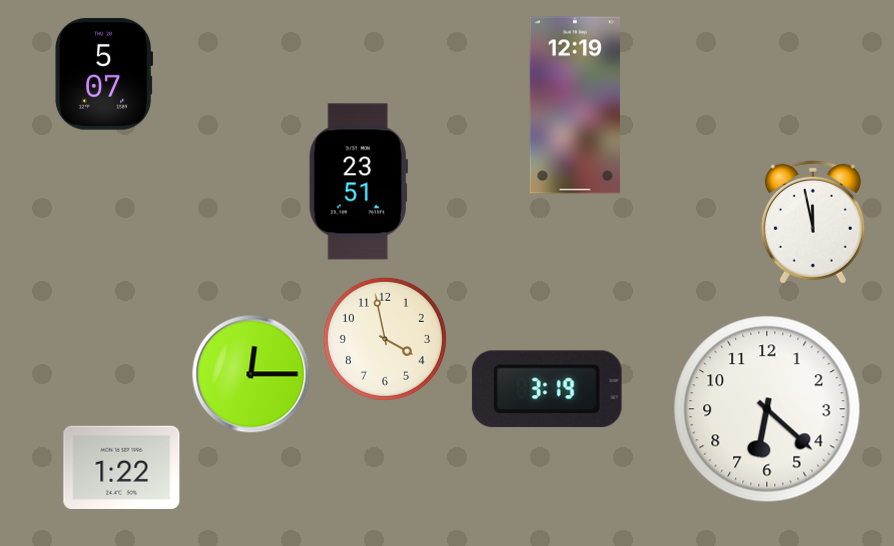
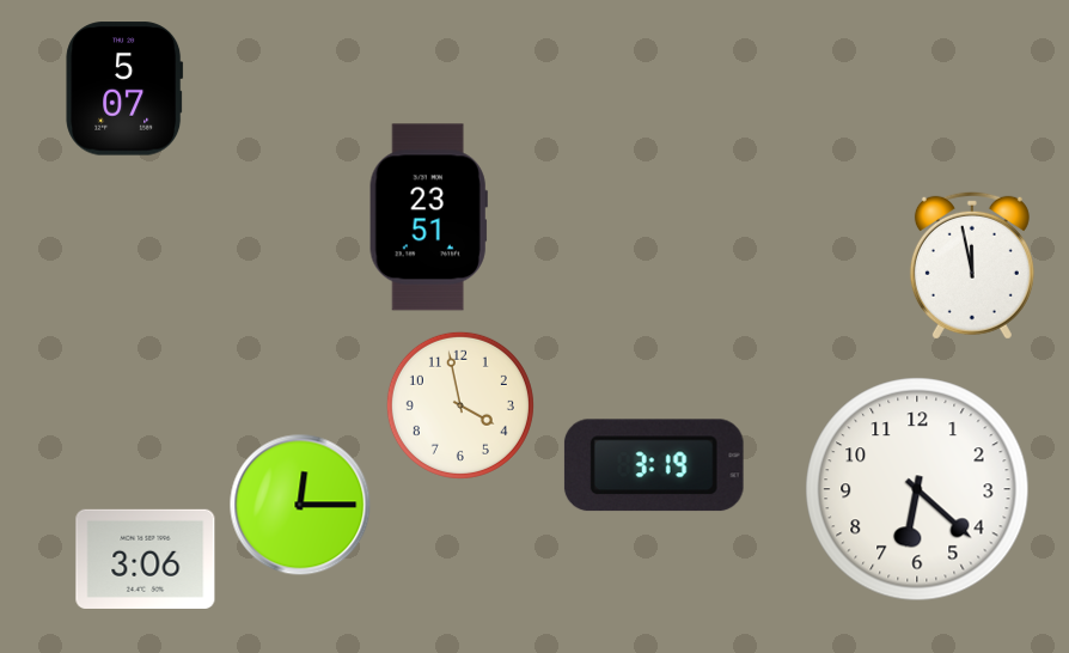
clock at (575, 105): 12:19 -> none
clock at (251, 374) position: (251, 374) -> (300, 505)
clock at (122, 467): 1:22 -> 3:06
